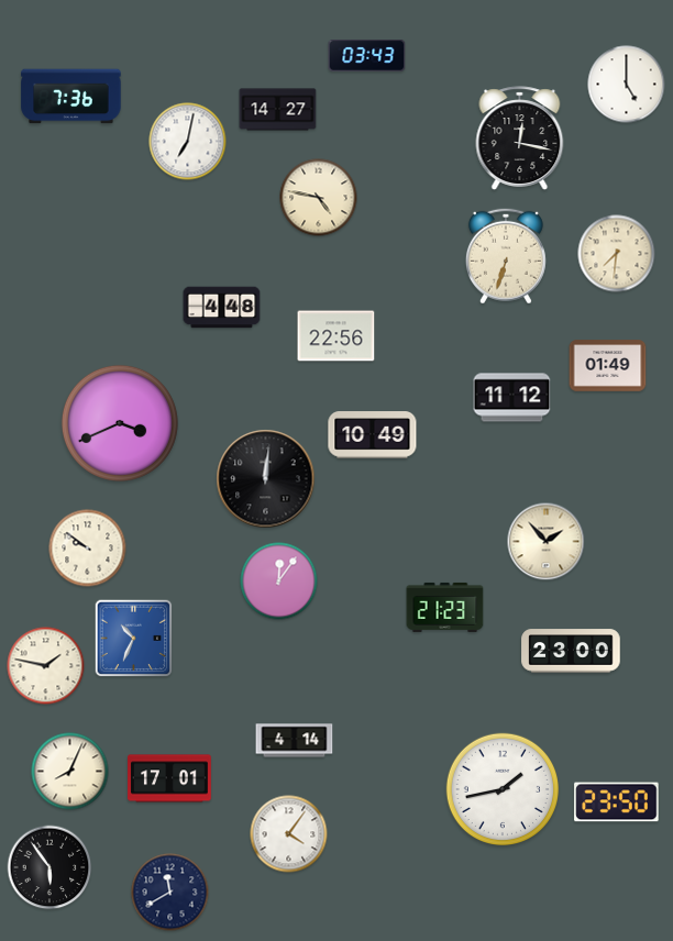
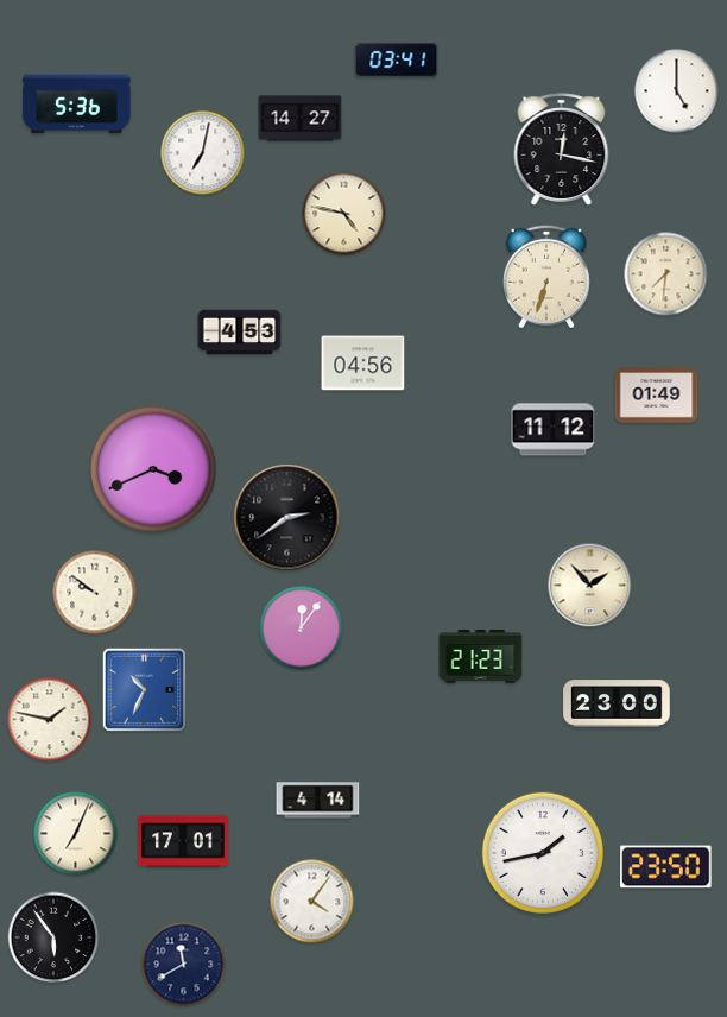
clock at (367, 56): 03:43 -> 03:41
clock at (71, 97): 7:36 -> 5:36
clock at (222, 308): 4:48 -> 4:53
clock at (336, 336): 22:56 -> 04:56
clock at (120, 423) position: (120, 423) -> (153, 469)
clock at (373, 435): 10:49 -> none
clock at (266, 479): 12:01 -> 2:39
clock at (70, 772): 8:04 -> 7:04
